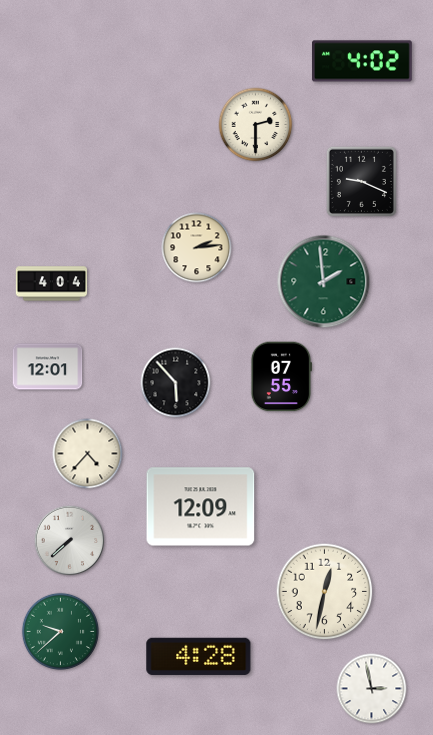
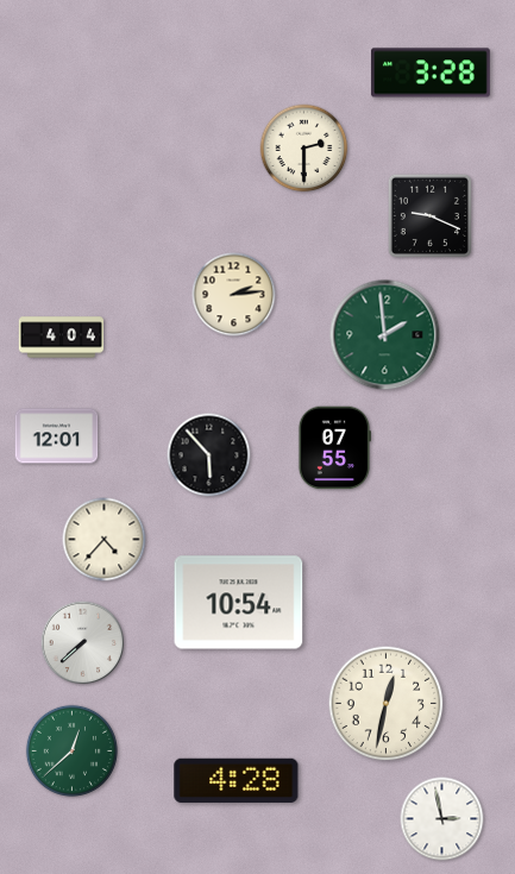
clock at (363, 61): 4:02 -> 3:28
clock at (201, 507): 12:09 -> 10:54
clock at (60, 631): 9:38 -> 12:38
